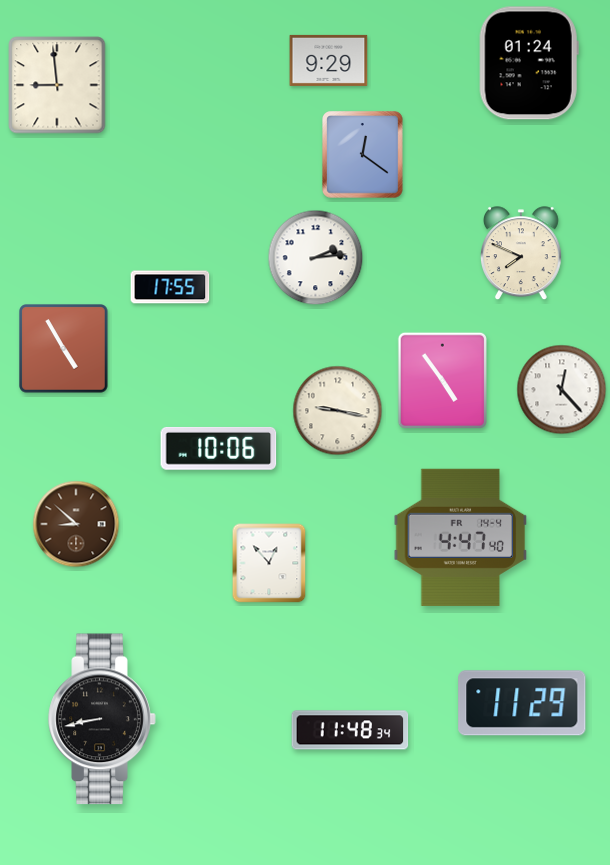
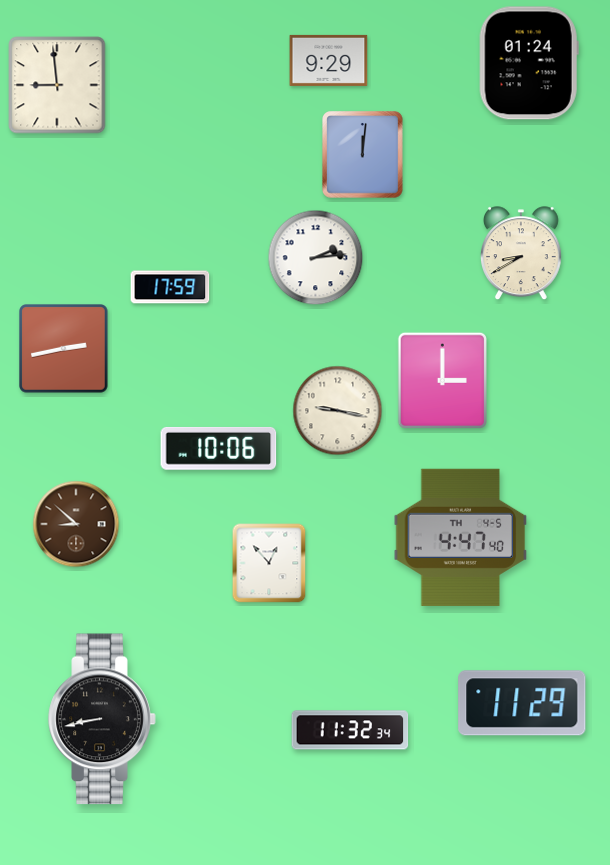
clock at (363, 155): 12:21 -> 12:01
clock at (521, 254): 7:49 -> 8:40
clock at (170, 287): 17:55 -> 17:59
clock at (64, 349): 4:55 -> 2:43
clock at (442, 380): 4:54 -> 3:00
clock at (562, 390): 12:23 -> none
clock at (461, 537) date: FR 14-4 -> TH 4-5
clock at (350, 730): 11:48 -> 11:32
